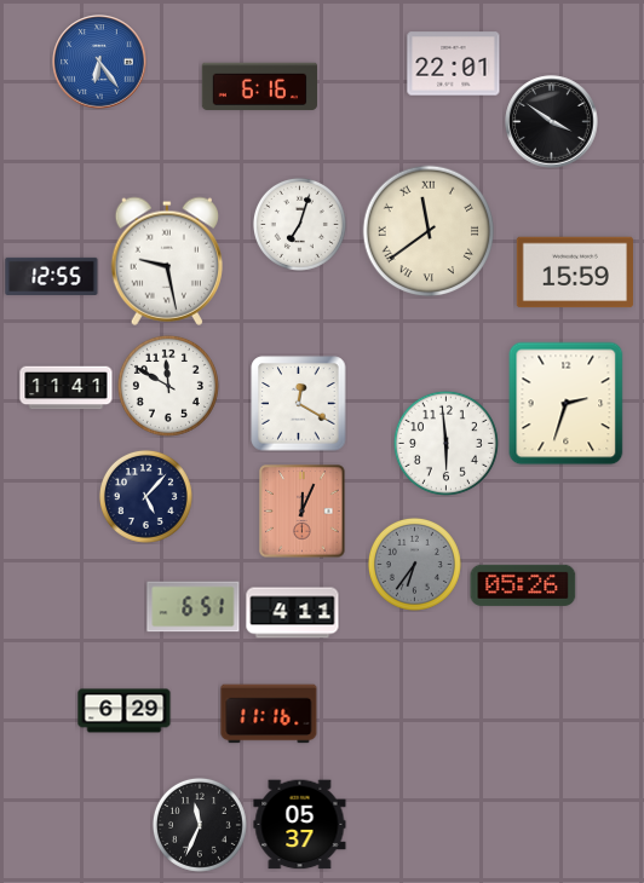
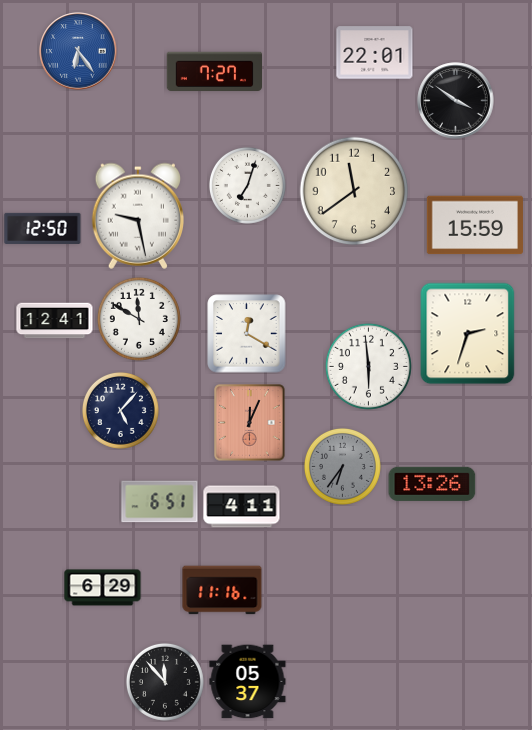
clock at (99, 62) position: (99, 62) -> (78, 51)
clock at (259, 87): 6:16 -> 7:27
clock at (429, 231) numerals: Roman -> Arabic
clock at (52, 276): 12:55 -> 12:50
clock at (67, 388): 11:41 -> 12:41
clock at (523, 585): 05:26 -> 13:26
clock at (200, 825): 11:34 -> 11:53
